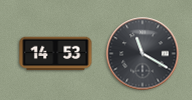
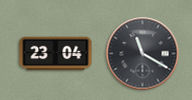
clock at (56, 54): 14:53 -> 23:04
